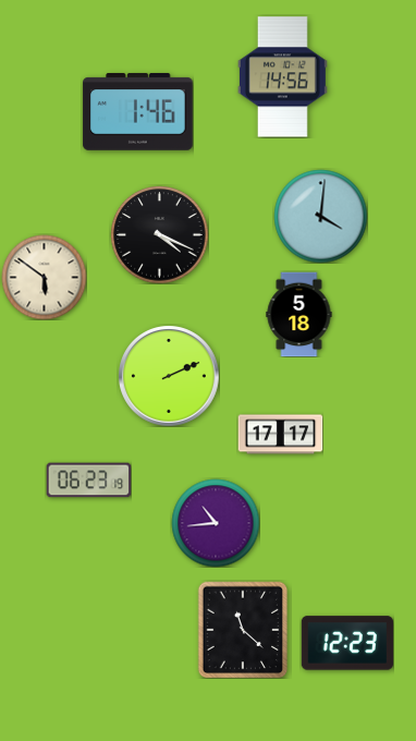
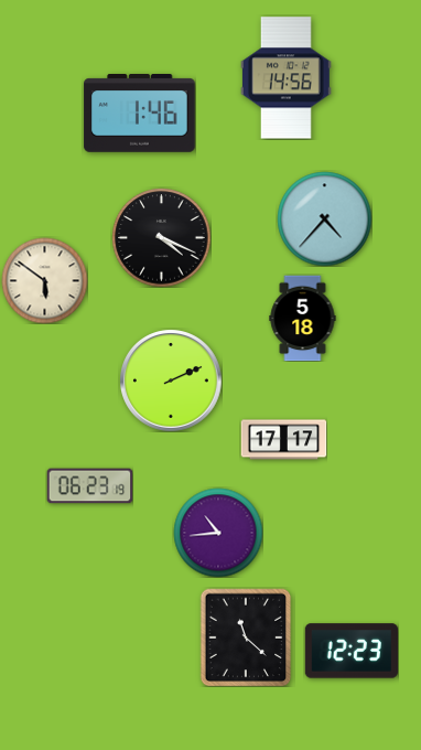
clock at (320, 216): 4:01 -> 4:37
clock at (216, 523) position: (216, 523) -> (218, 533)
